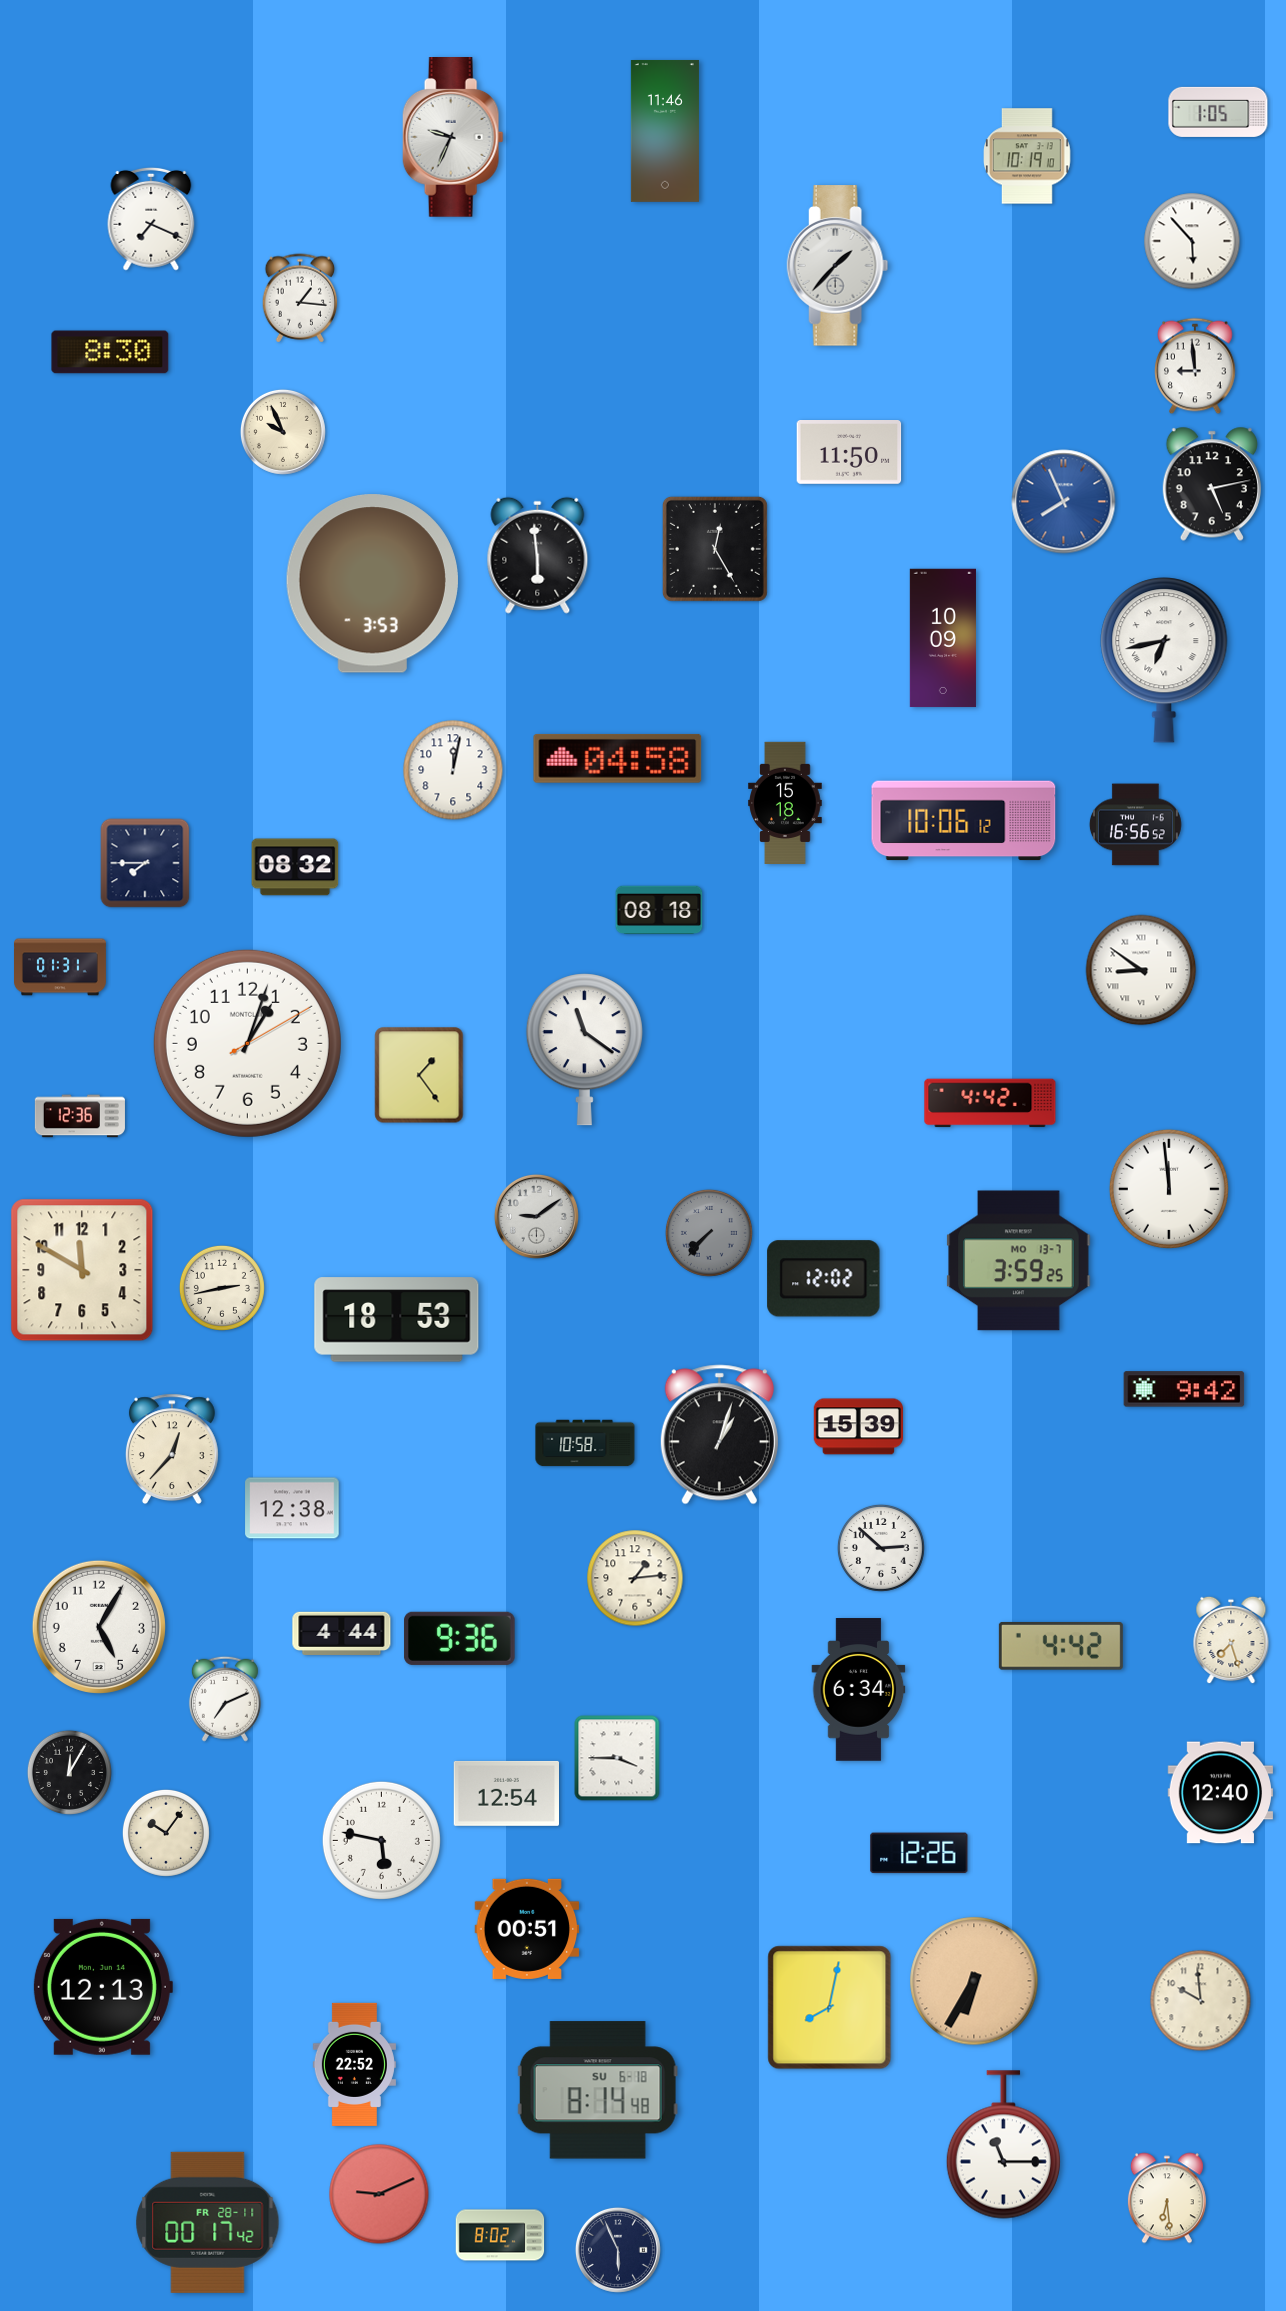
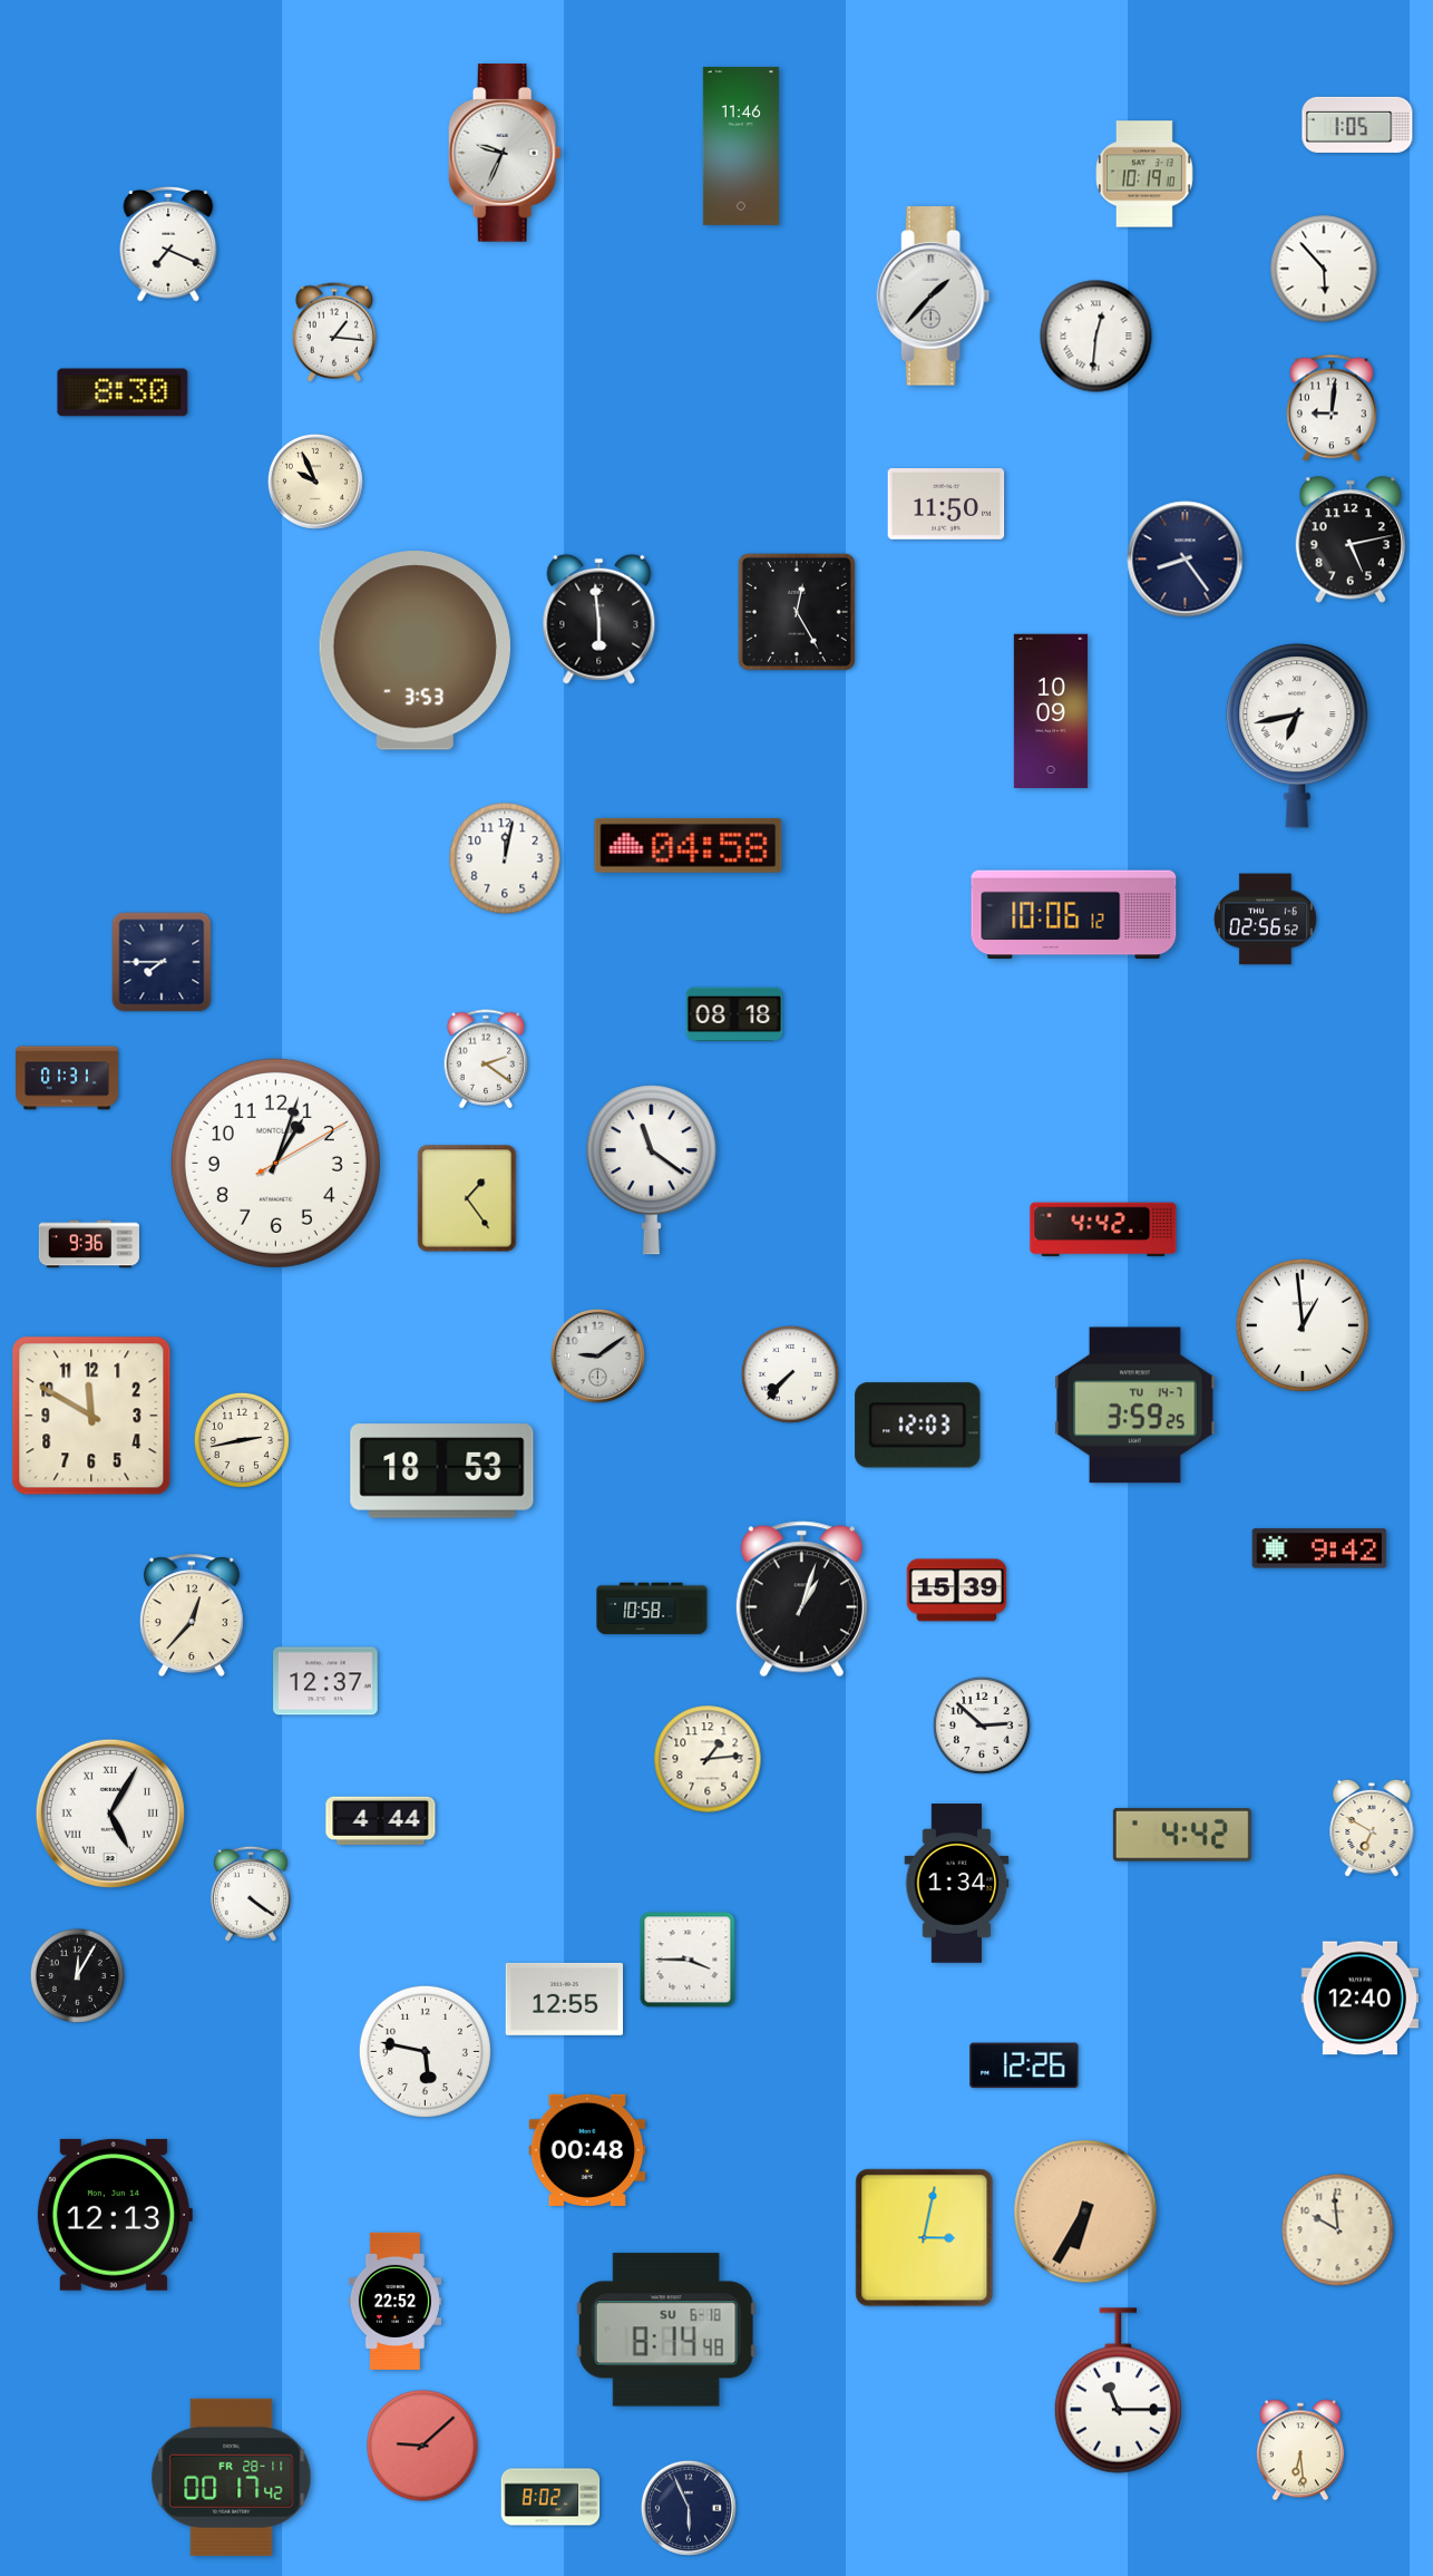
clock at (1192, 241) position: (1192, 241) -> (1324, 269)
clock at (1096, 337): none -> 12:31
clock at (1195, 366): 8:59 -> 9:01
clock at (1064, 502): 7:56 -> 8:24
clock at (1064, 502) dial: blue -> navy
clock at (785, 802): 15:18 -> none
clock at (1135, 825): 16:56 -> 02:56
clock at (295, 867): 08:32 -> none
clock at (486, 1059): none -> 2:21
clock at (1141, 970): 8:51 -> none
clock at (80, 1116): 12:36 -> 9:36
clock at (1169, 1189): 11:59 -> 12:59
clock at (709, 1233) dial: grey -> white
clock at (1019, 1261) date: MO 13-7 -> TU 14-7
clock at (824, 1279): 12:02 -> 12:03
clock at (222, 1288) position: (222, 1288) -> (242, 1440)
clock at (292, 1508): 12:38 -> 12:37
clock at (99, 1627) numerals: Arabic -> Roman
clock at (460, 1638): 9:36 -> none
clock at (1231, 1640): 7:27 -> 6:50
clock at (859, 1690): 6:34 -> 1:34
clock at (225, 1699): 7:11 -> 4:21
clock at (506, 1793): 12:54 -> 12:55
clock at (166, 1833): 10:06 -> none
clock at (527, 1929): 00:51 -> 00:48
clock at (974, 1981) position: (974, 1981) -> (1085, 2212)
clock at (830, 2008): 8:02 -> 3:02
clock at (379, 2194): 9:11 -> 9:08
clock at (500, 2235) position: (500, 2235) -> (550, 2497)
